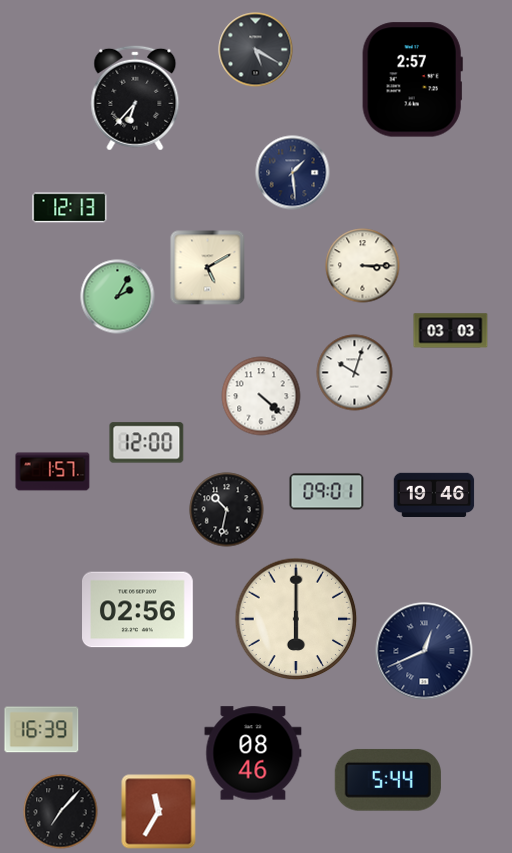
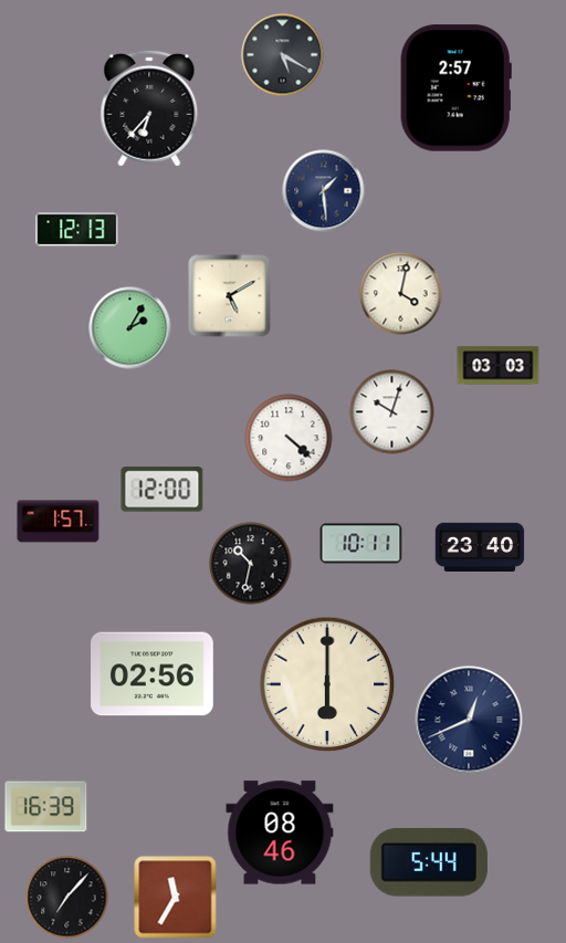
clock at (363, 266): 3:15 -> 4:02
clock at (327, 492): 09:01 -> 10:11
clock at (434, 495): 19:46 -> 23:40
